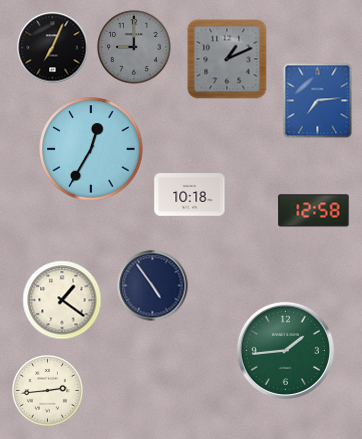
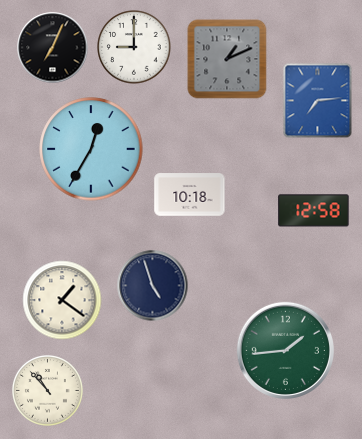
clock at (134, 47) dial: grey -> white
clock at (153, 286): 4:54 -> 4:57
clock at (48, 391): 2:44 -> 10:53
